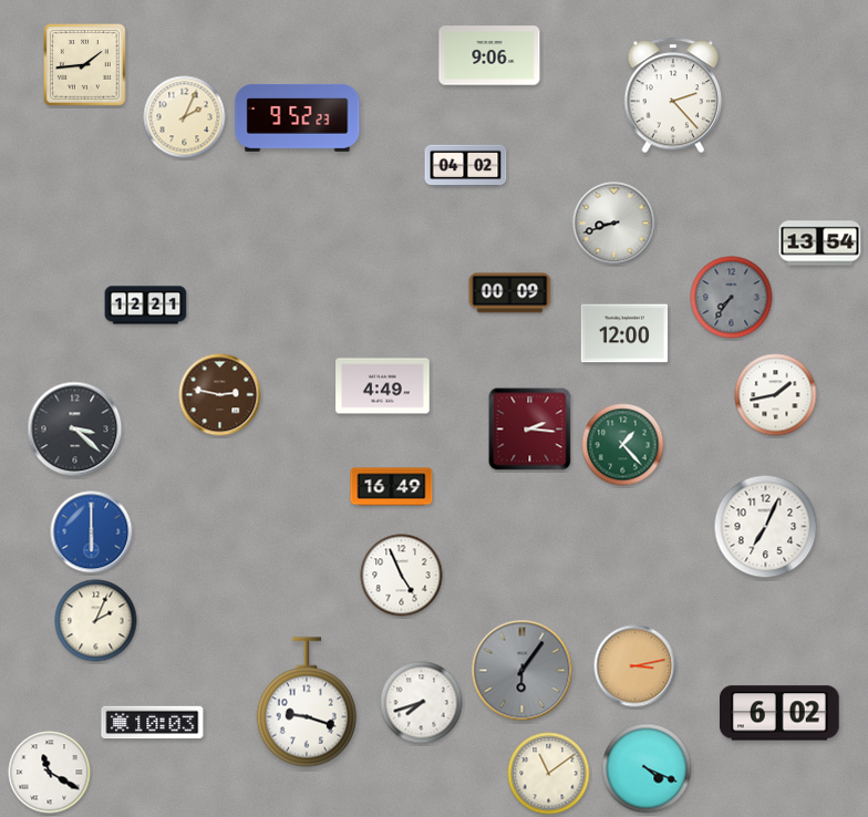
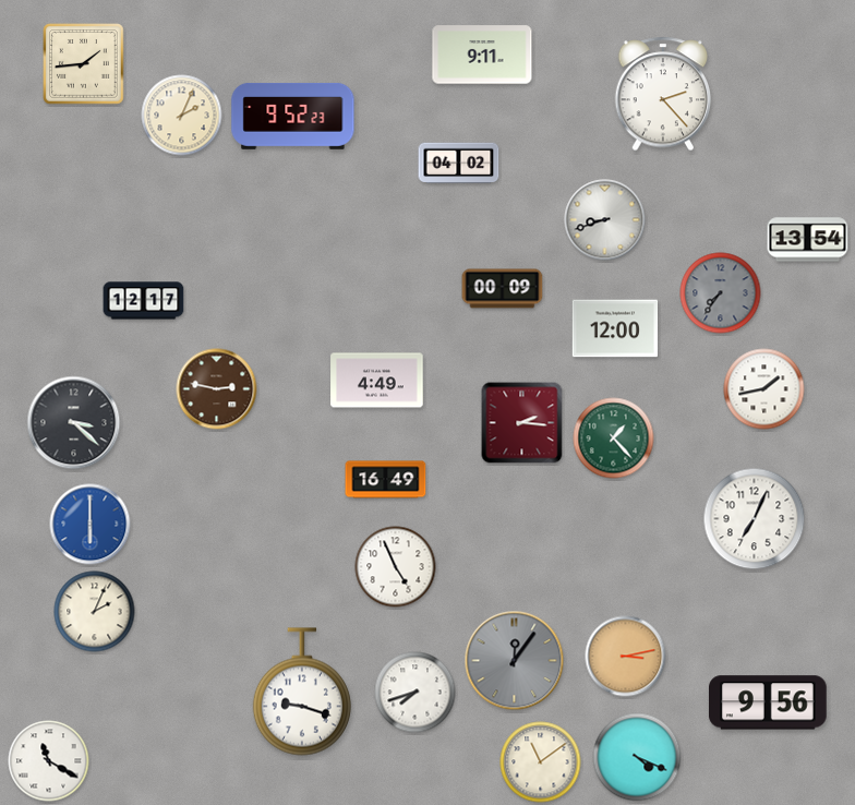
clock at (489, 55): 9:06 -> 9:11
clock at (146, 306): 12:21 -> 12:17
clock at (523, 671): 6:06 -> 12:06
clock at (781, 713): 6:02 -> 9:56
clock at (153, 723): 10:03 -> none
